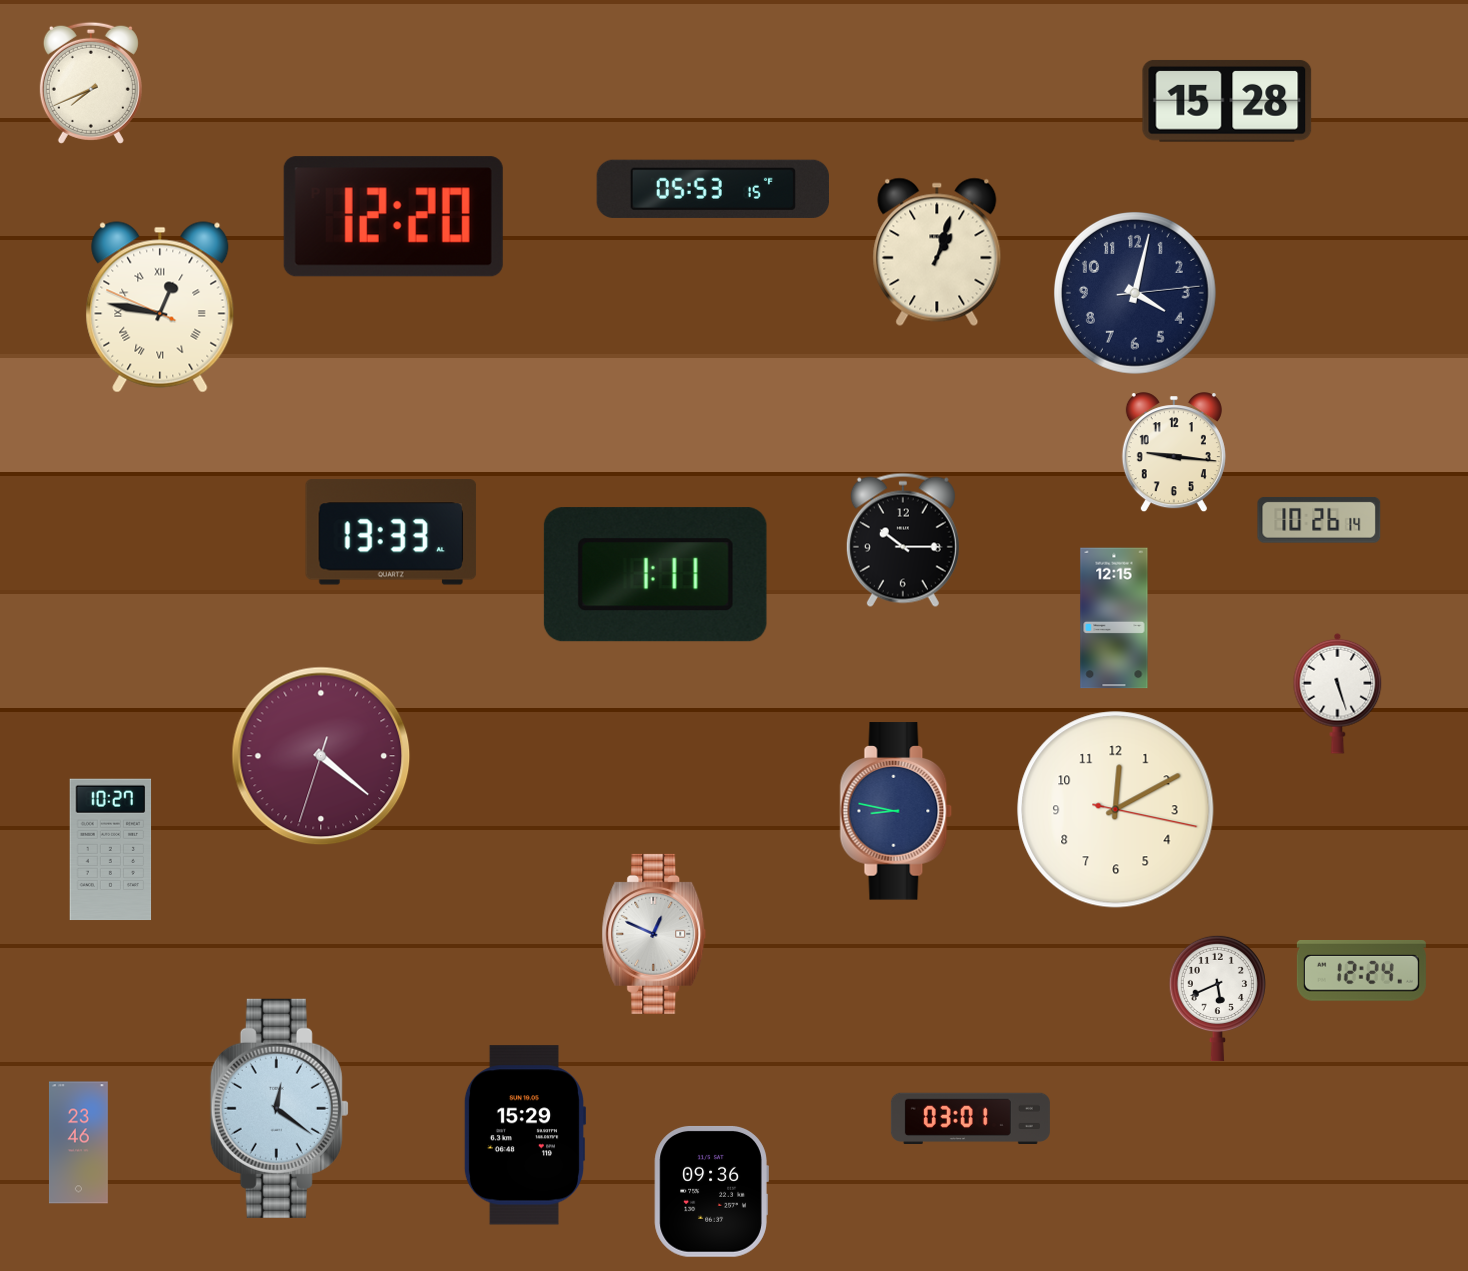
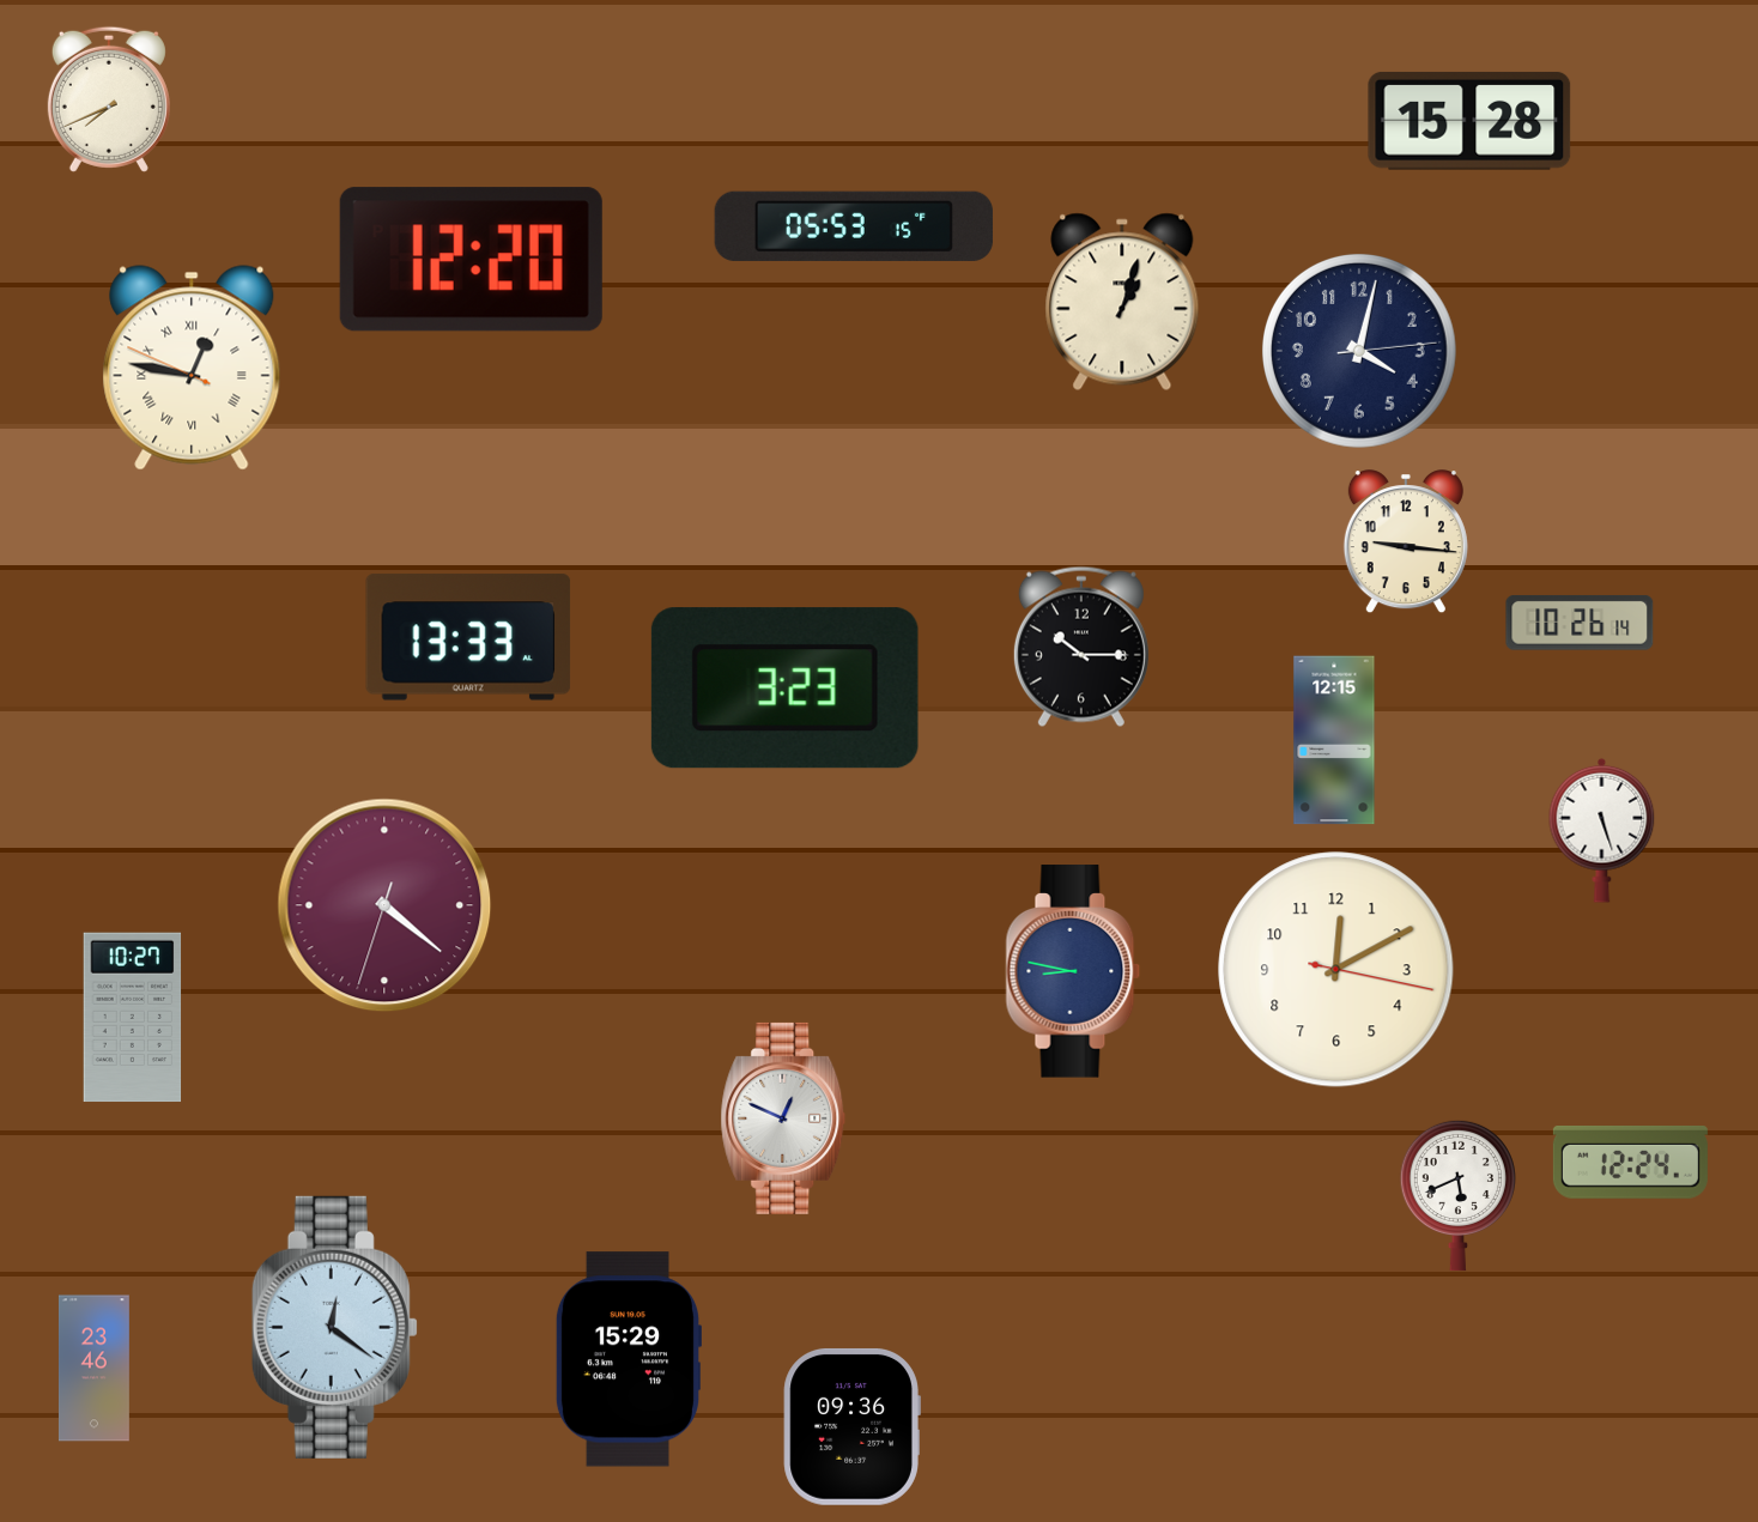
clock at (655, 575): 1:11 -> 3:23
clock at (970, 1118): 03:01 -> none
